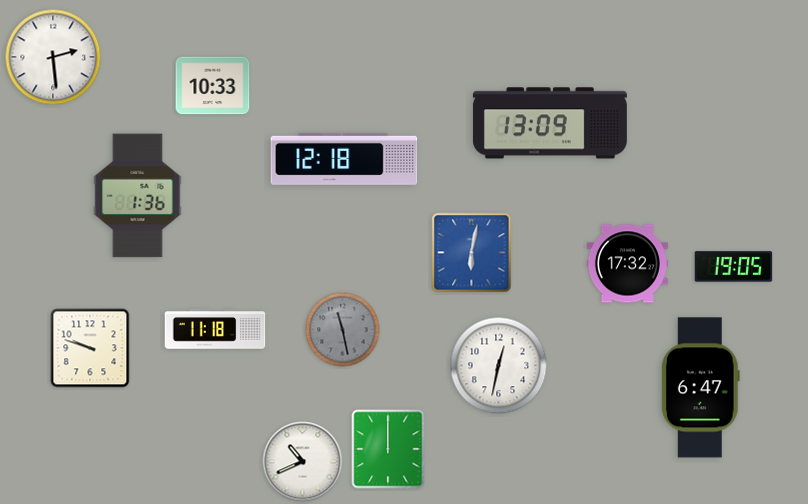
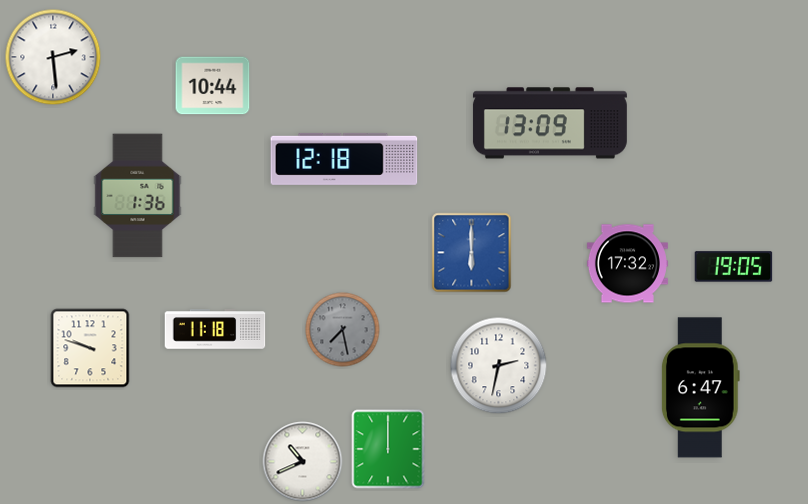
clock at (213, 86): 10:33 -> 10:44
clock at (472, 253): 6:02 -> 6:00
clock at (343, 330): 11:28 -> 7:28
clock at (499, 366): 12:32 -> 2:32
